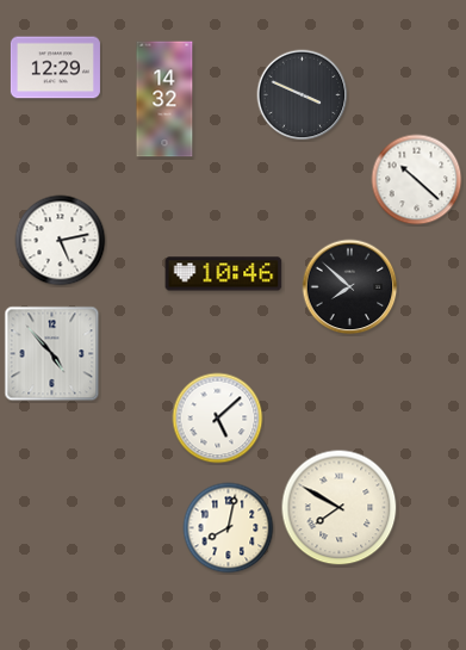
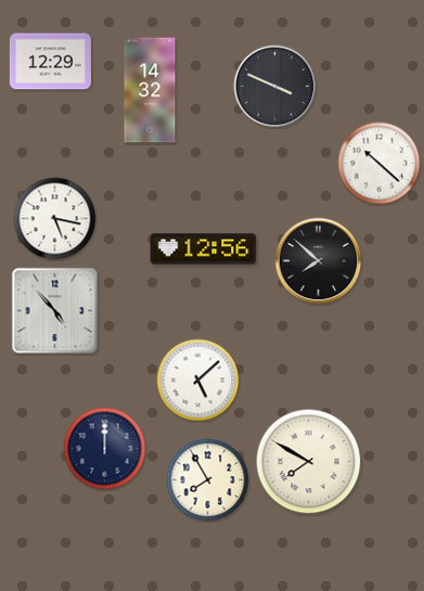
clock at (61, 241): 5:13 -> 5:17
clock at (224, 274): 10:46 -> 12:56
clock at (52, 354) position: (52, 354) -> (55, 311)
clock at (105, 449): none -> 12:00
clock at (229, 528): 8:02 -> 7:55
